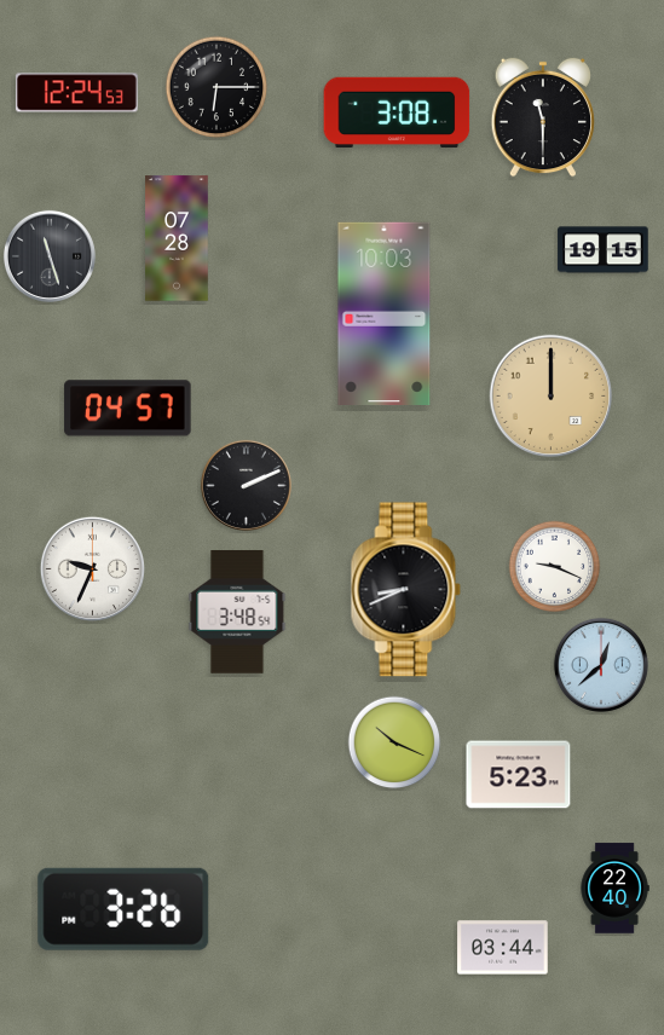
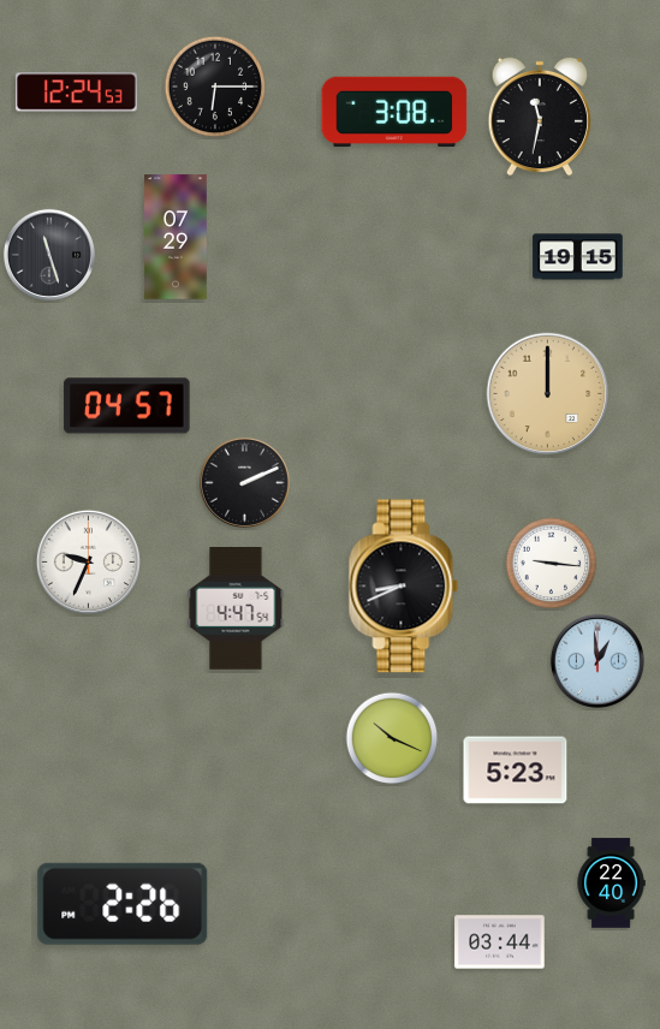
clock at (542, 117): 11:30 -> 11:32
clock at (177, 238): 07:28 -> 07:29
clock at (604, 250) position: (604, 250) -> (578, 257)
clock at (385, 313): 10:03 -> none
clock at (555, 567): 9:19 -> 9:16
clock at (92, 568) position: (92, 568) -> (88, 561)
clock at (237, 613): 3:48 -> 4:47
clock at (601, 665): 12:38 -> 12:59
clock at (123, 909): 3:26 -> 2:26
